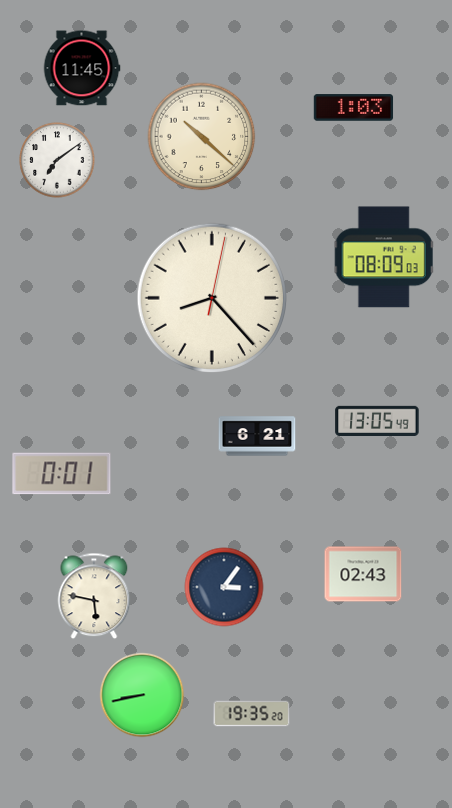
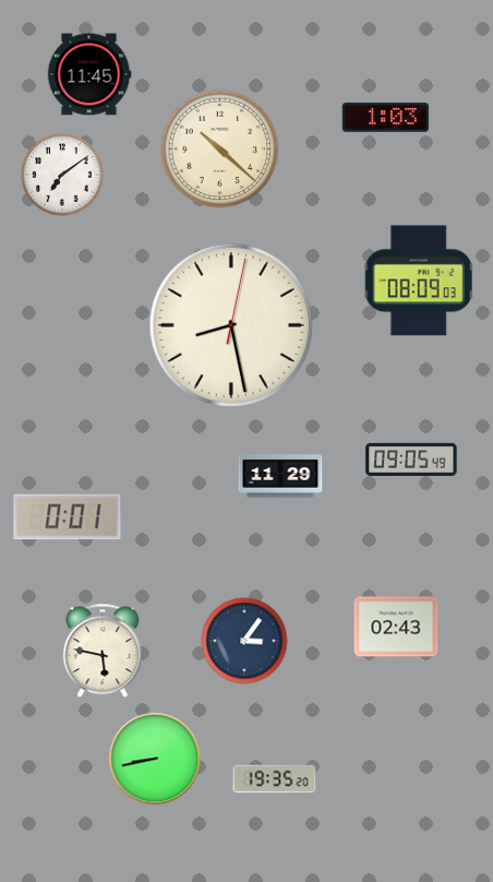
clock at (211, 297): 8:23 -> 8:28
clock at (377, 420): 13:05 -> 09:05
clock at (257, 436): 6:21 -> 11:29
